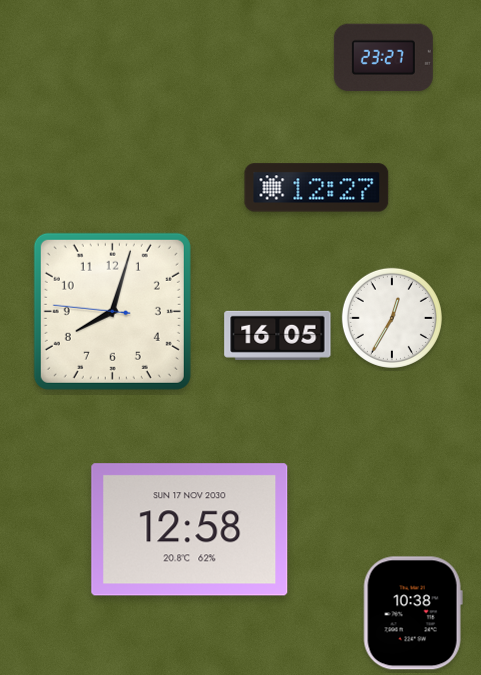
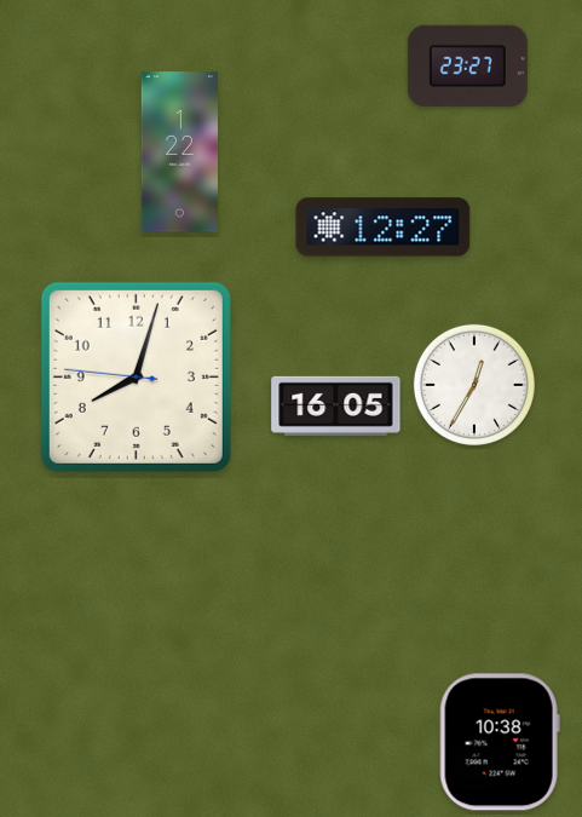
clock at (383, 58) position: (383, 58) -> (467, 67)
clock at (179, 153): none -> 1:22
clock at (190, 530): 12:58 -> none
